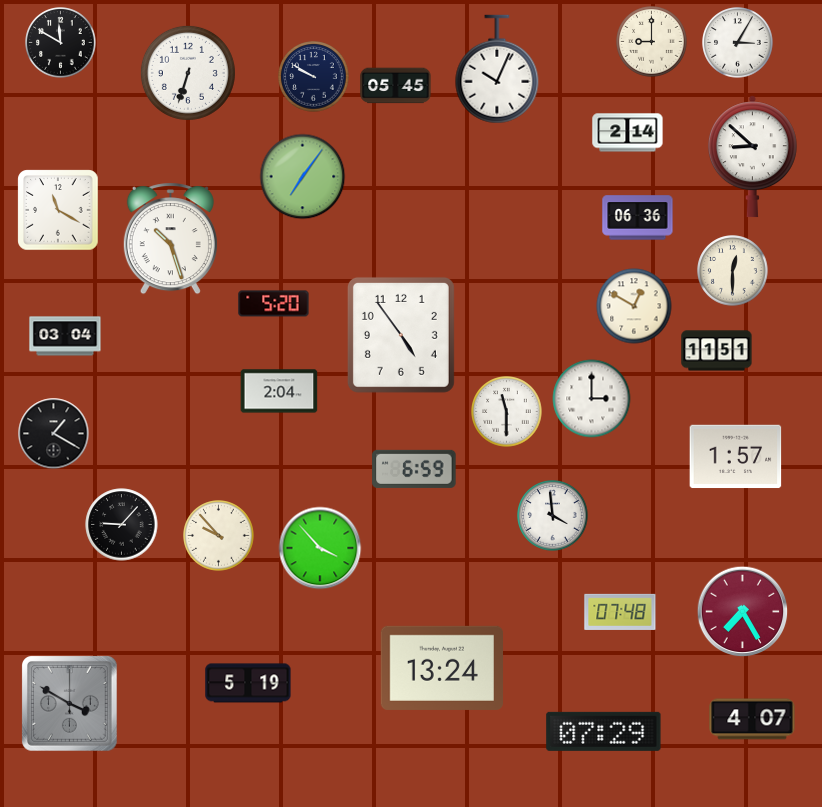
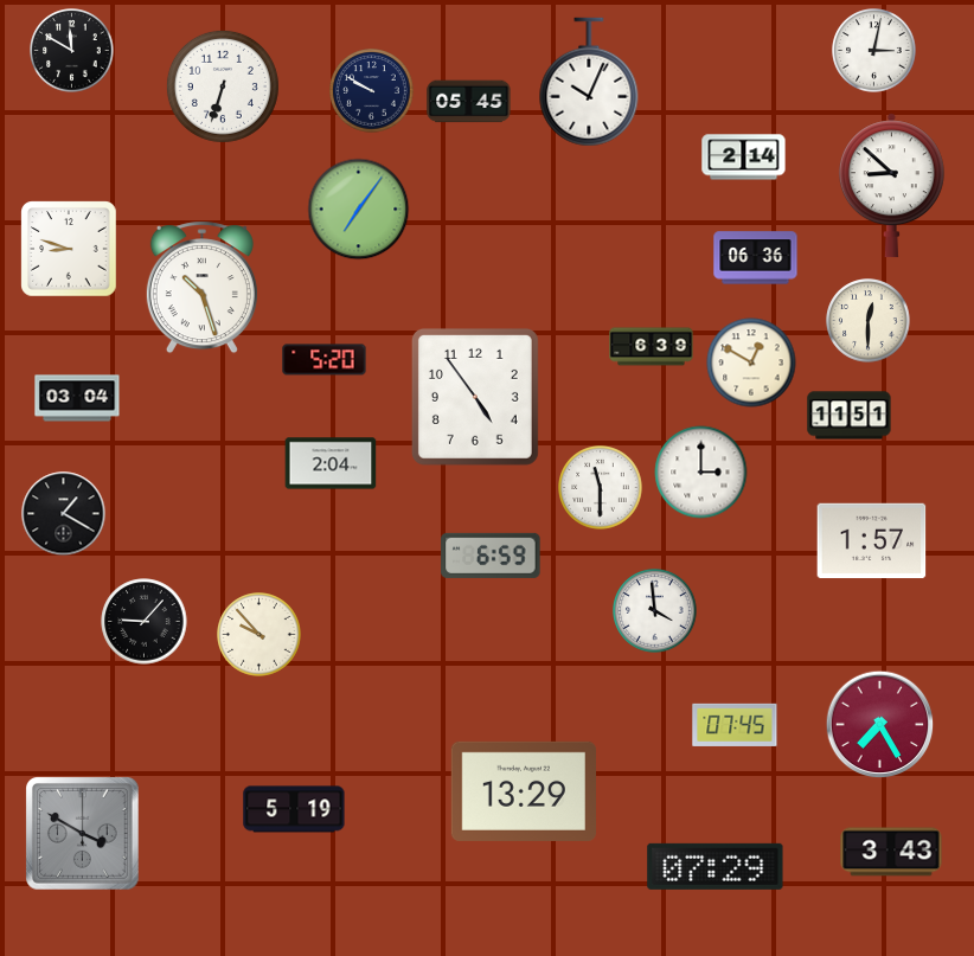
clock at (652, 42): 9:00 -> none
clock at (738, 43): 3:05 -> 3:02
clock at (58, 210): 11:20 -> 8:48
clock at (170, 239) position: (170, 239) -> (201, 288)
clock at (652, 347): none -> 6:39
clock at (320, 548): 3:53 -> none
clock at (620, 612): 07:48 -> 07:45
clock at (441, 668): 13:24 -> 13:29
clock at (752, 719): 4:07 -> 3:43
